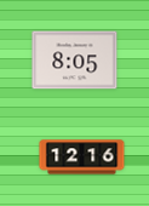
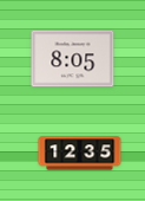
clock at (82, 158): 12:16 -> 12:35
